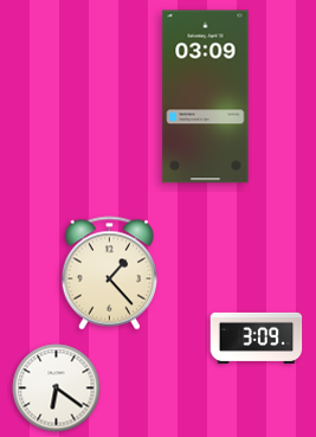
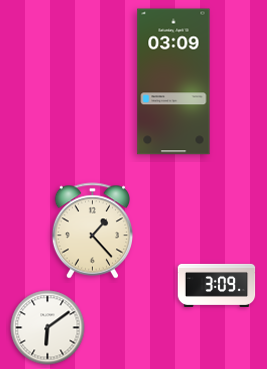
clock at (57, 388): 6:21 -> 6:09
